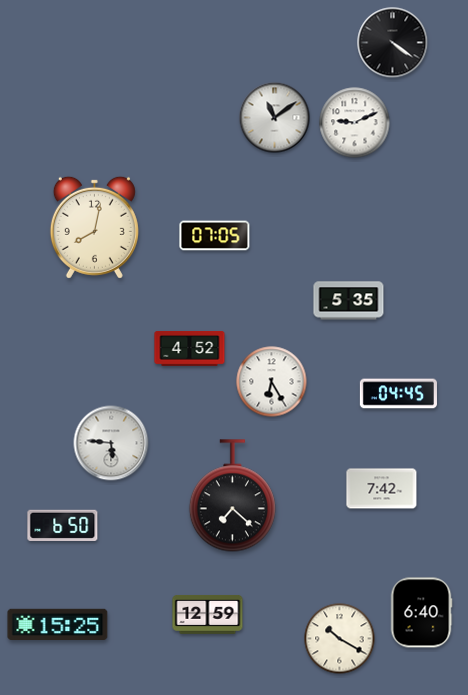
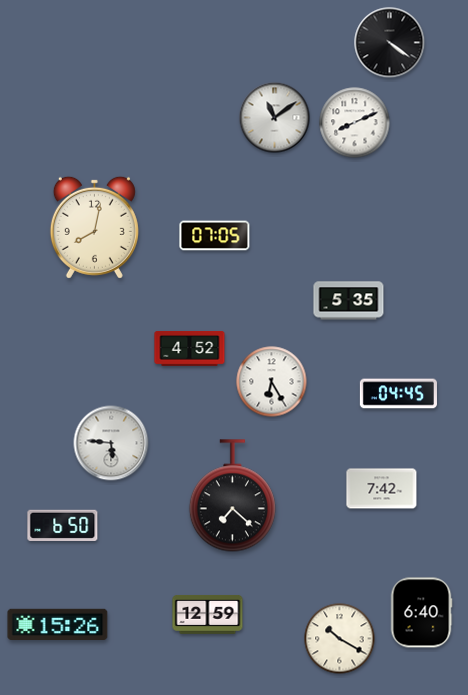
clock at (393, 43) position: (393, 43) -> (390, 43)
clock at (355, 123): 9:11 -> 8:11
clock at (58, 625): 15:25 -> 15:26
